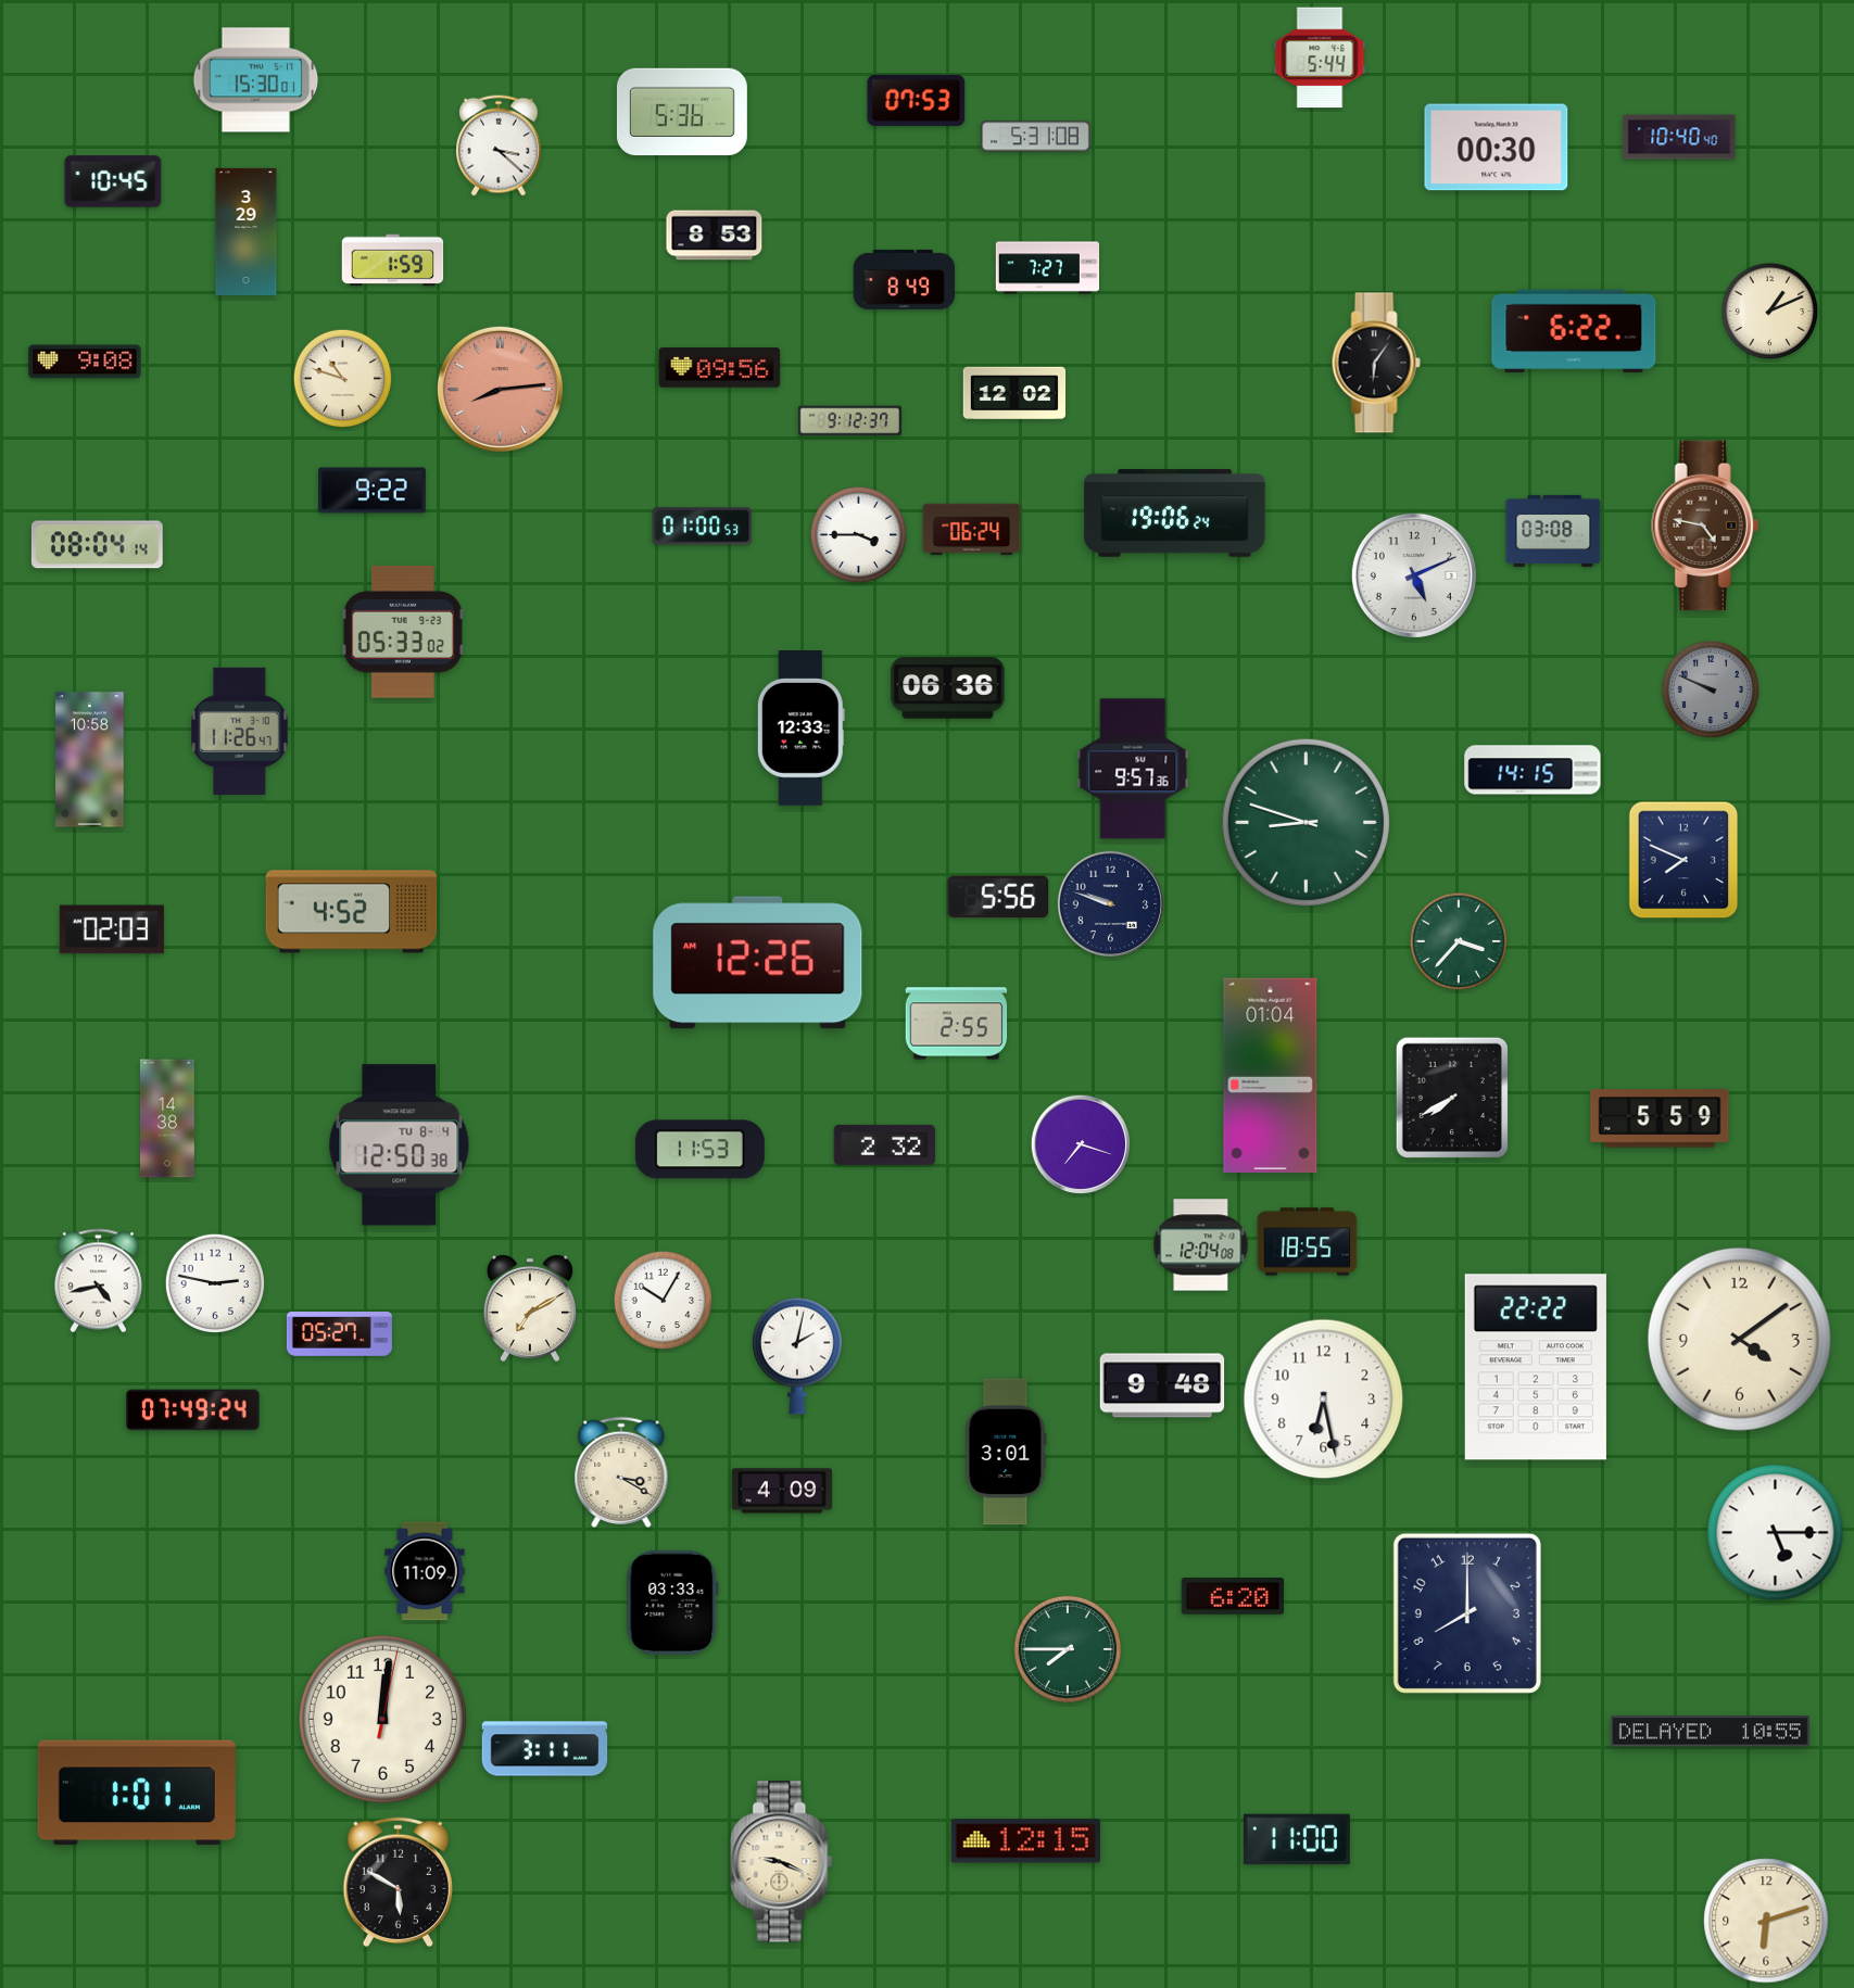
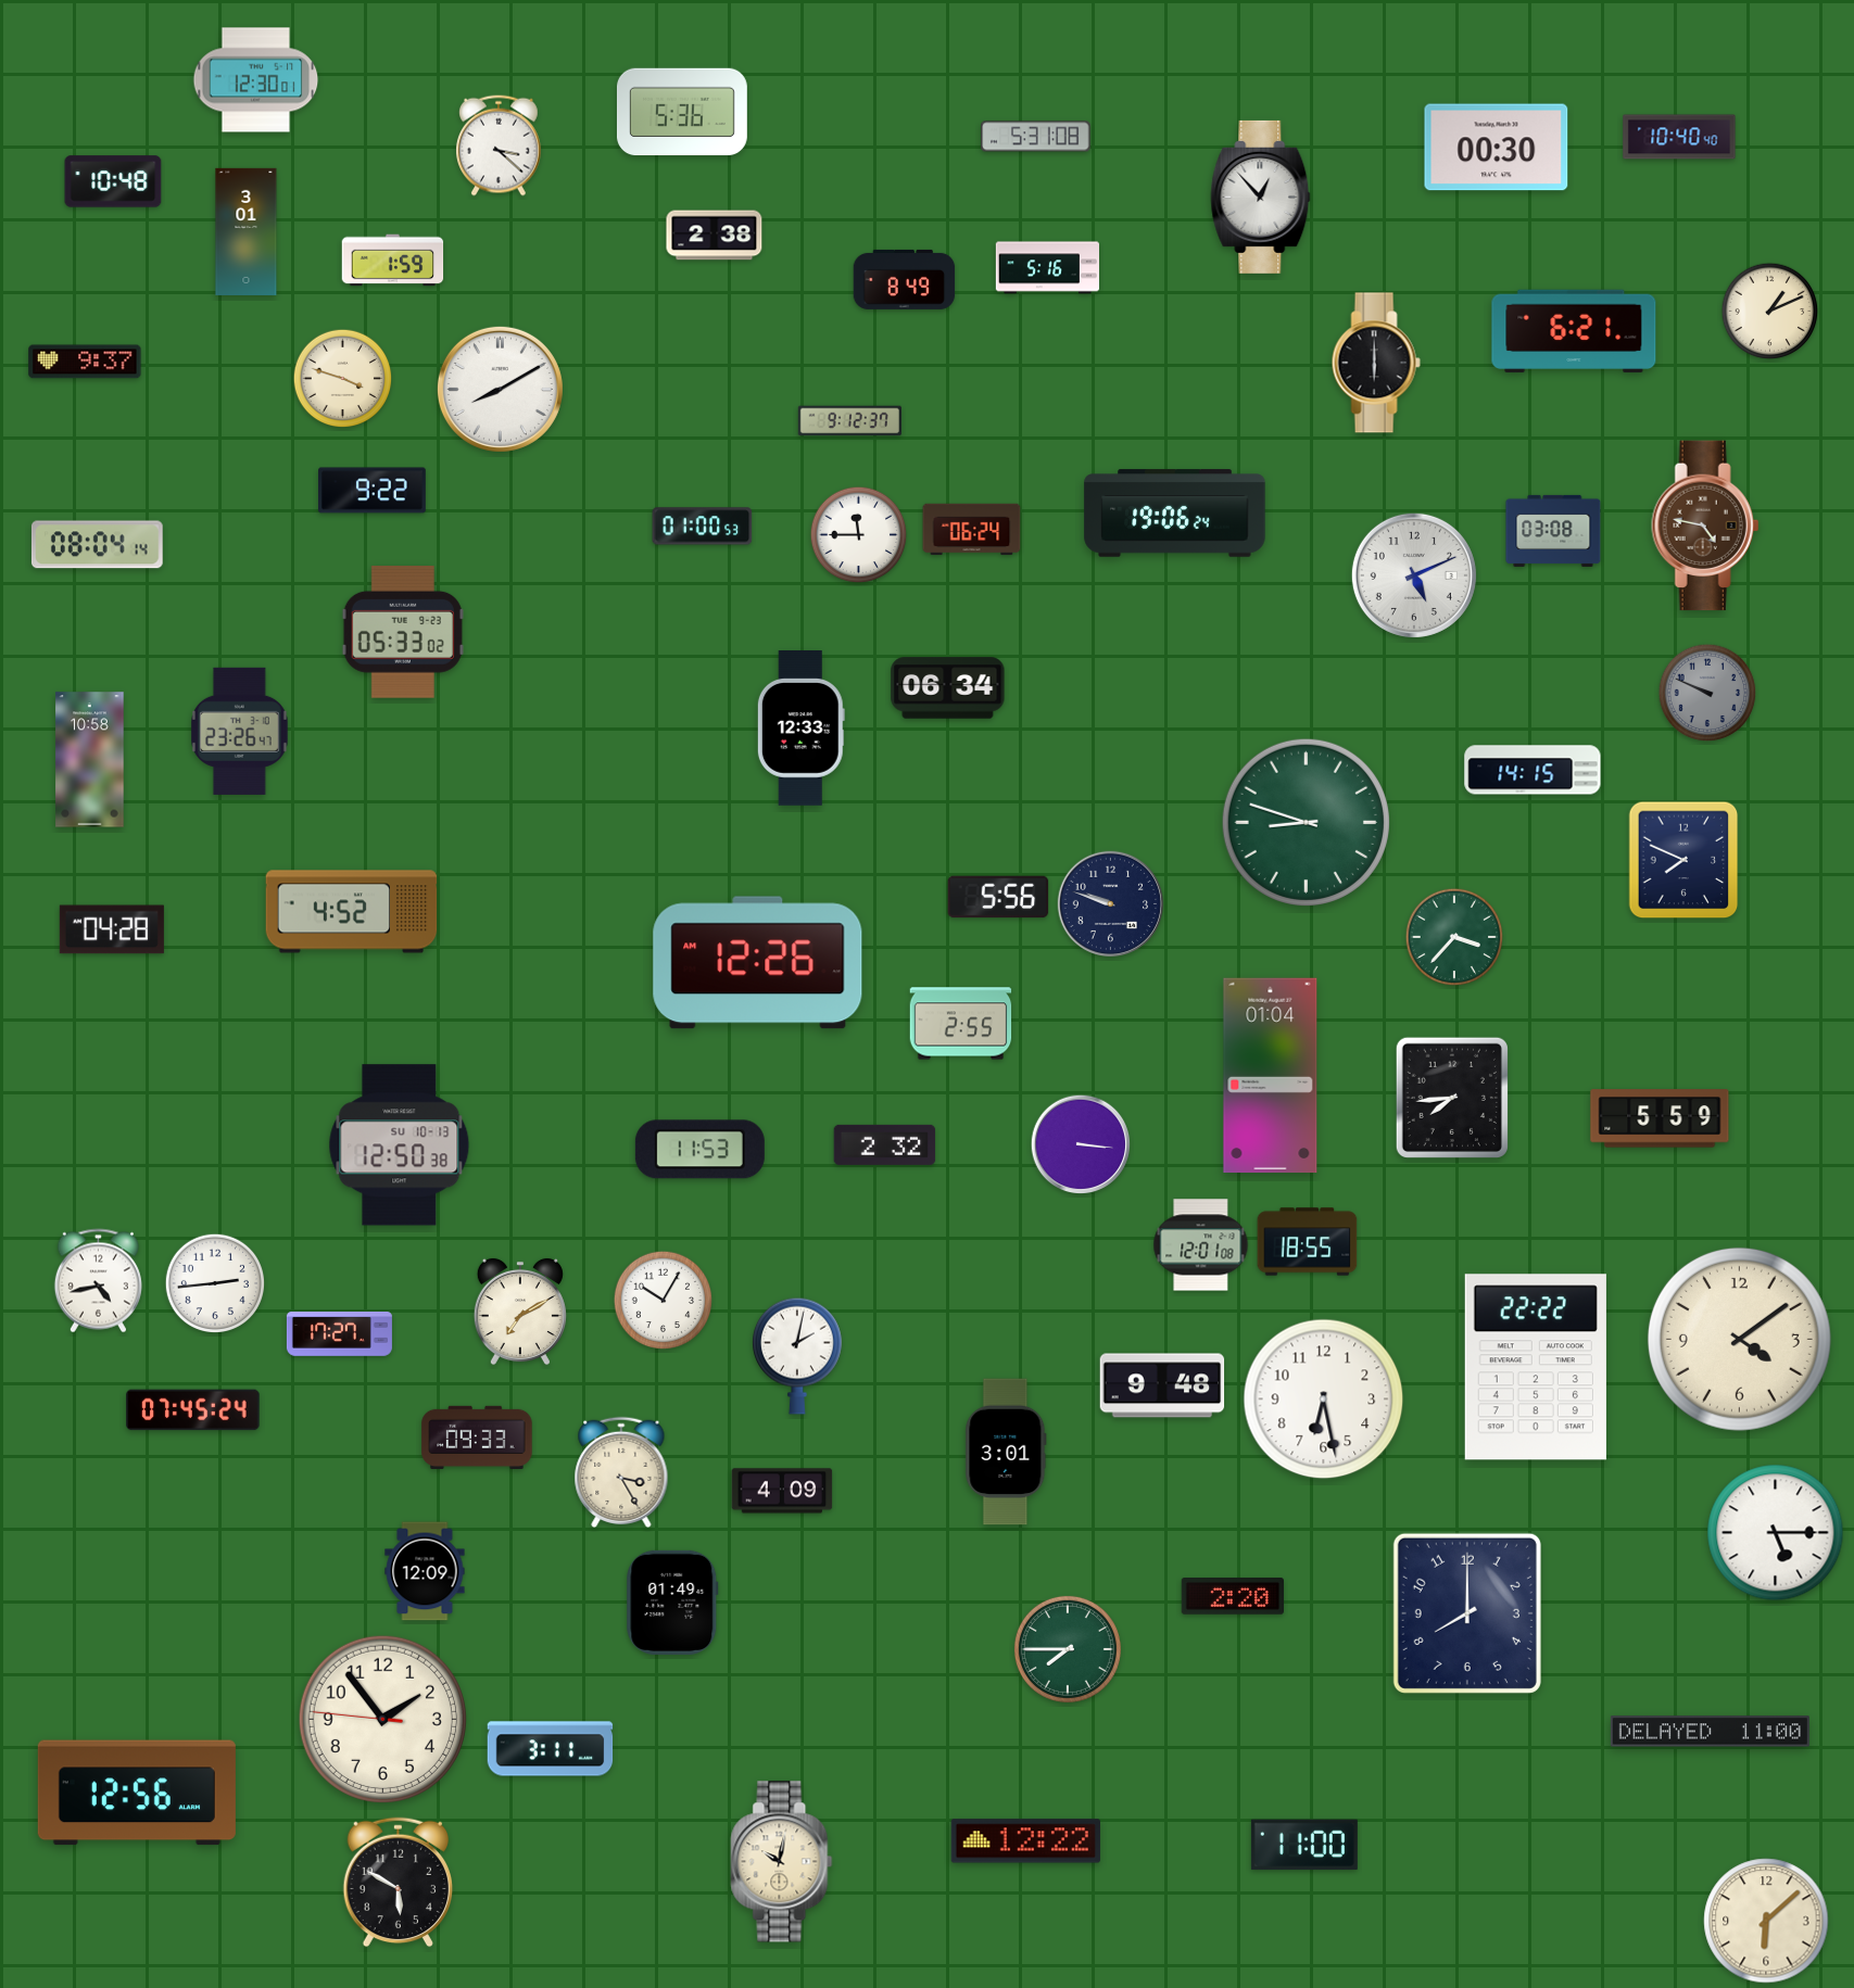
clock at (1320, 58): 5:44 -> none
clock at (256, 80): 15:30 -> 12:30
clock at (917, 100): 07:53 -> none
clock at (113, 181): 10:45 -> 10:48
clock at (1261, 197): none -> 12:53
clock at (247, 231): 3:29 -> 3:01
clock at (715, 236): 8:53 -> 2:38
clock at (1047, 268): 7:27 -> 5:16
clock at (1574, 331): 6:22 -> 6:21
clock at (85, 362): 9:08 -> 9:37
clock at (1376, 363): 6:06 -> 6:00
clock at (720, 368): 09:56 -> none
clock at (343, 379): 10:48 -> 3:48
clock at (500, 389): 8:14 -> 8:10
clock at (500, 389) dial: salmon -> white
clock at (1014, 393): 12:02 -> none
clock at (859, 535): 3:45 -> 11:45
clock at (948, 688): 06:36 -> 06:34
clock at (1711, 689) position: (1711, 689) -> (1707, 693)
clock at (240, 731): 11:26 -> 23:26
clock at (1133, 769): 9:57 -> none
clock at (112, 929): 02:03 -> 04:28
clock at (1459, 941) position: (1459, 941) -> (1454, 937)
clock at (957, 1024) position: (957, 1024) -> (961, 1024)
clock at (1452, 1098): 7:40 -> 7:44
clock at (167, 1118): 14:38 -> none
clock at (1081, 1144): 7:18 -> 3:16
clock at (400, 1145) date: TU 8-4 -> SU 10-13
clock at (1201, 1245): 12:04 -> 12:01
clock at (214, 1282): 2:47 -> 2:44
clock at (530, 1308) position: (530, 1308) -> (520, 1312)
clock at (339, 1334): 05:27 -> 17:27
clock at (193, 1410): 07:49 -> 07:45
clock at (477, 1438): none -> 09:33
clock at (621, 1471): 3:20 -> 3:25
clock at (425, 1571): 11:09 -> 12:09
clock at (1232, 1596): 6:20 -> 2:20
clock at (672, 1603): 03:33 -> 01:49
clock at (382, 1719): 12:01 -> 1:53
clock at (1710, 1732): 10:55 -> 11:00
clock at (545, 1749) position: (545, 1749) -> (551, 1749)
clock at (137, 1793): 1:01 -> 12:56
clock at (1297, 1839) position: (1297, 1839) -> (1304, 1845)
clock at (1025, 1841): 12:15 -> 12:22
clock at (782, 1862): 9:19 -> 10:02
clock at (1766, 1921): 6:12 -> 6:08
